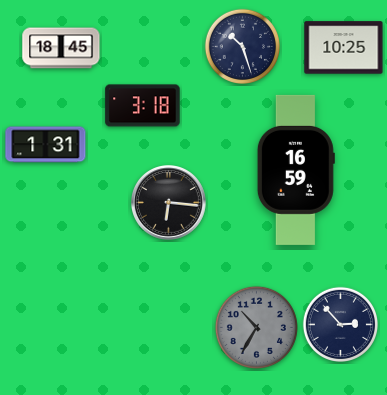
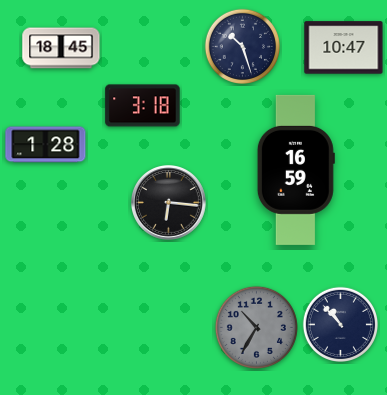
clock at (344, 48): 10:25 -> 10:47
clock at (46, 145): 1:31 -> 1:28
clock at (340, 324): 2:53 -> 10:53
